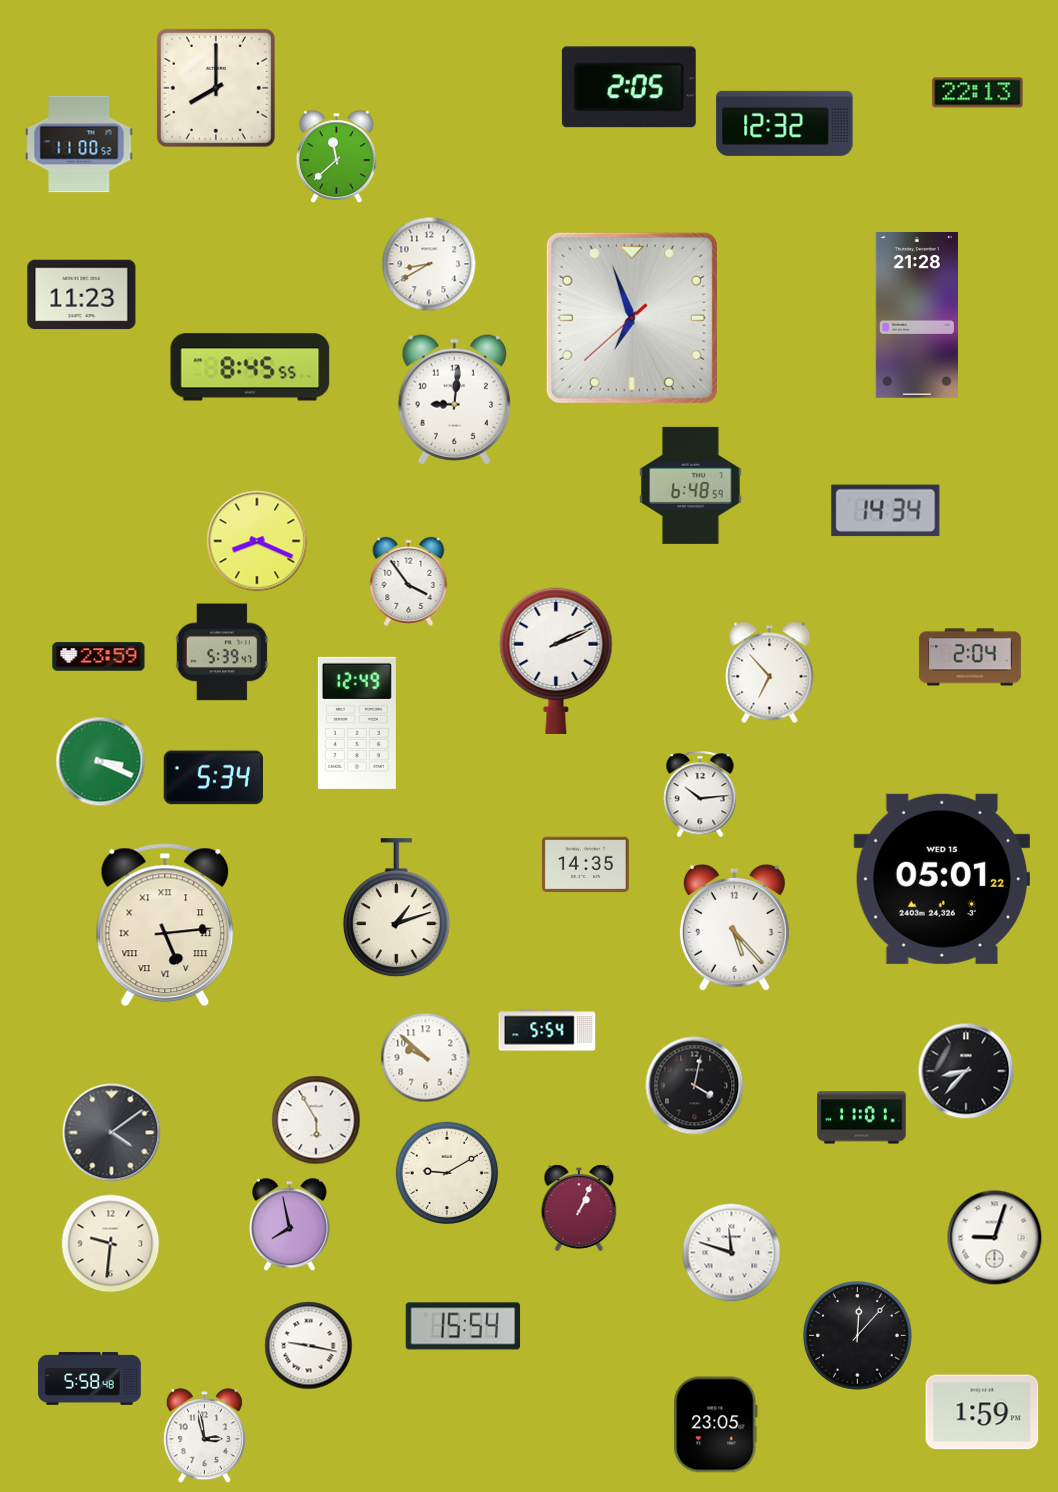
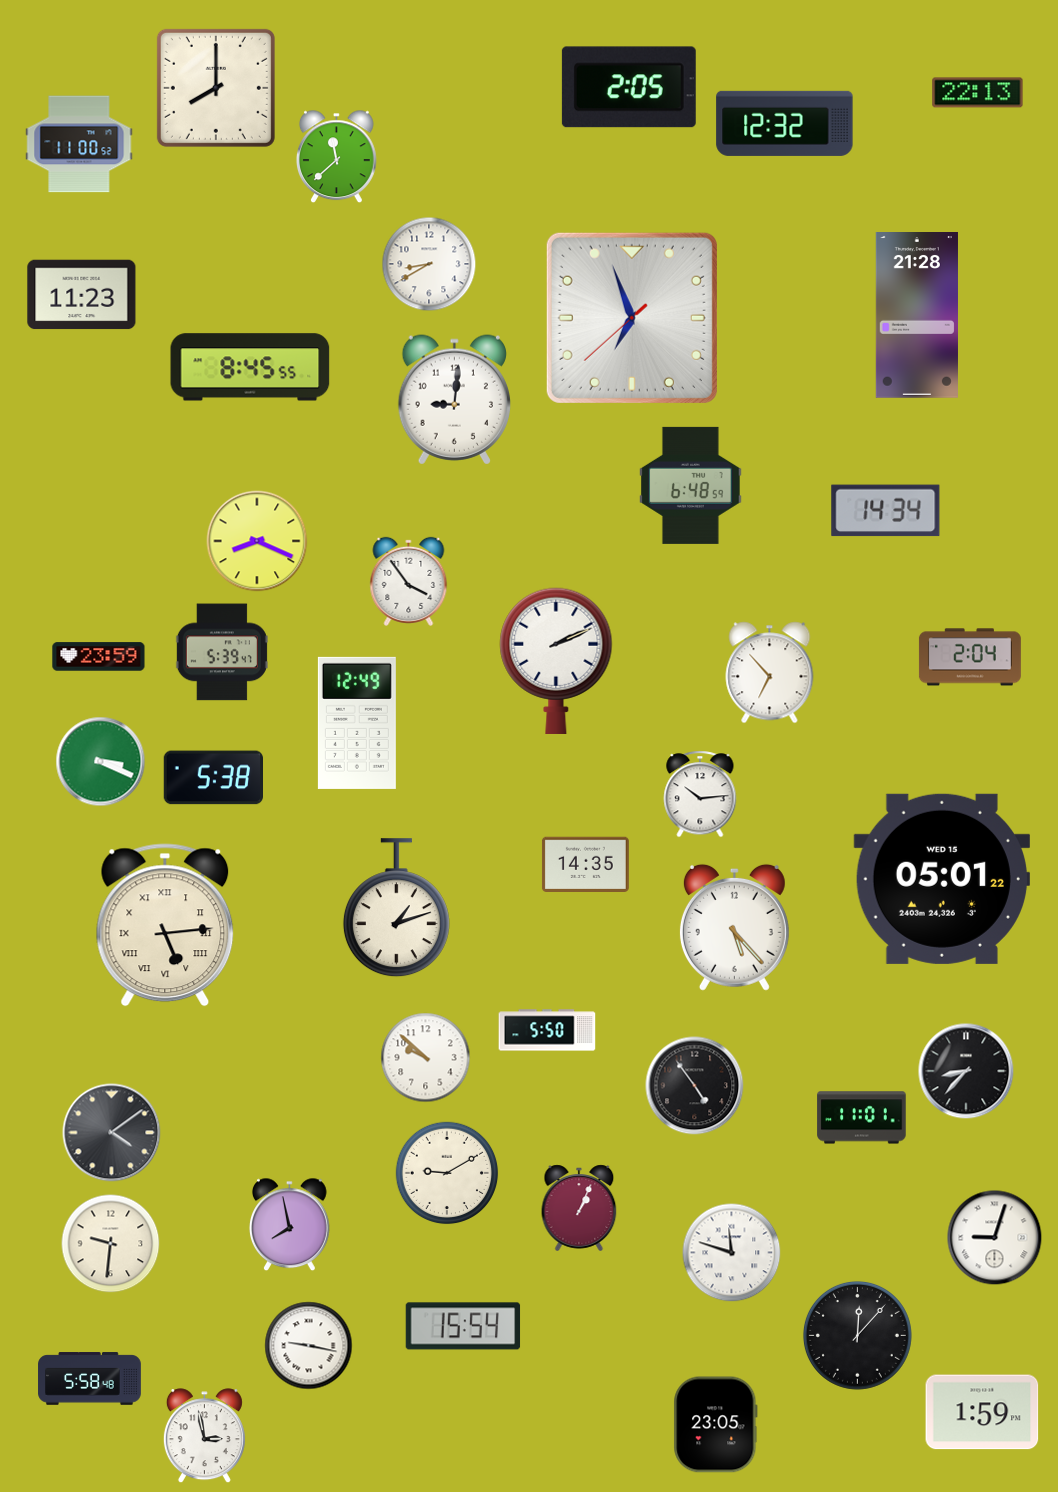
clock at (213, 778): 5:34 -> 5:38
clock at (547, 1030): 5:54 -> 5:50
clock at (695, 1086): 4:02 -> 4:54
clock at (316, 1120): 5:55 -> none
